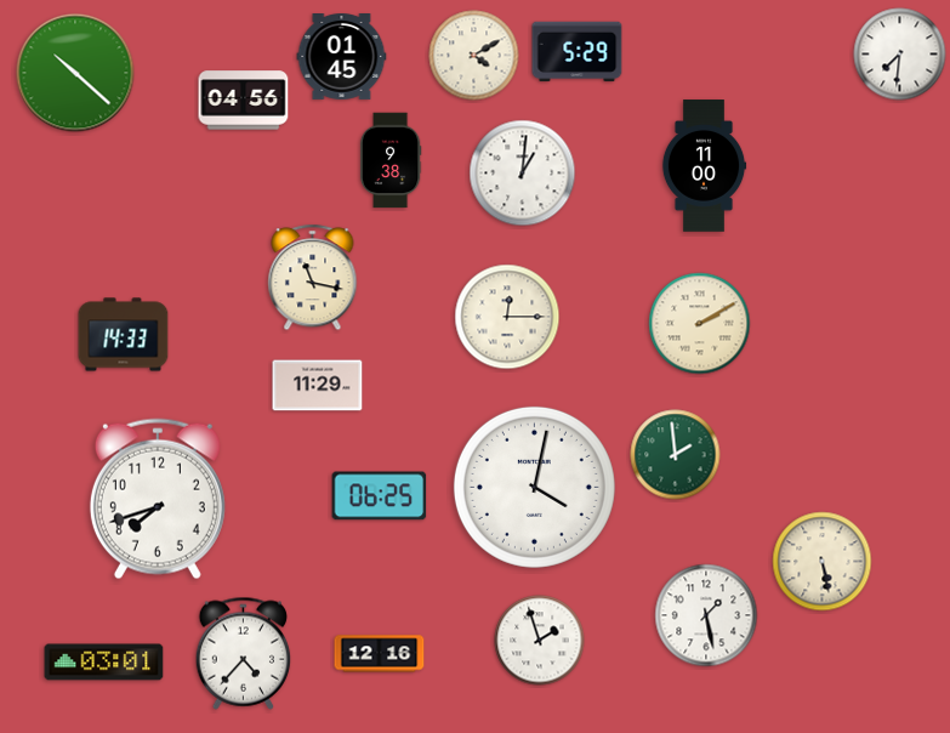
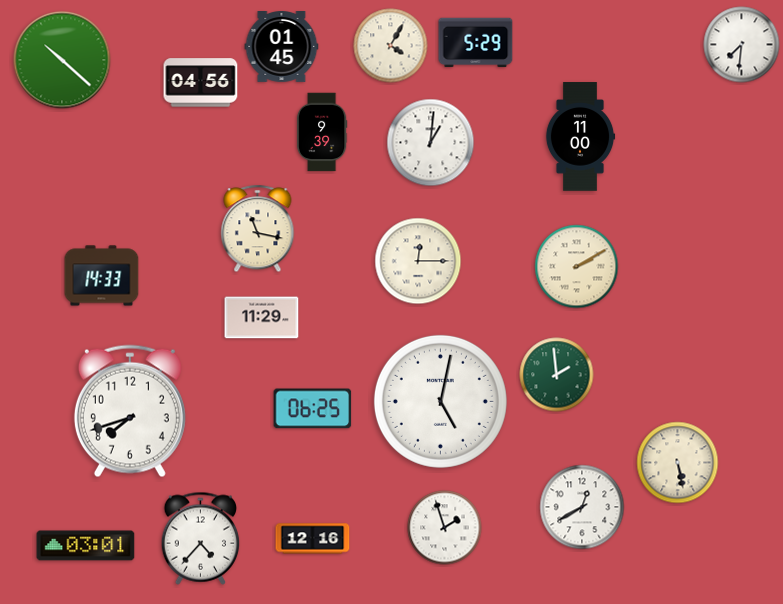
clock at (474, 56): 4:10 -> 4:05
clock at (391, 160): 9:38 -> 9:39
clock at (534, 487): 4:02 -> 5:02
clock at (706, 615): 1:28 -> 12:40
